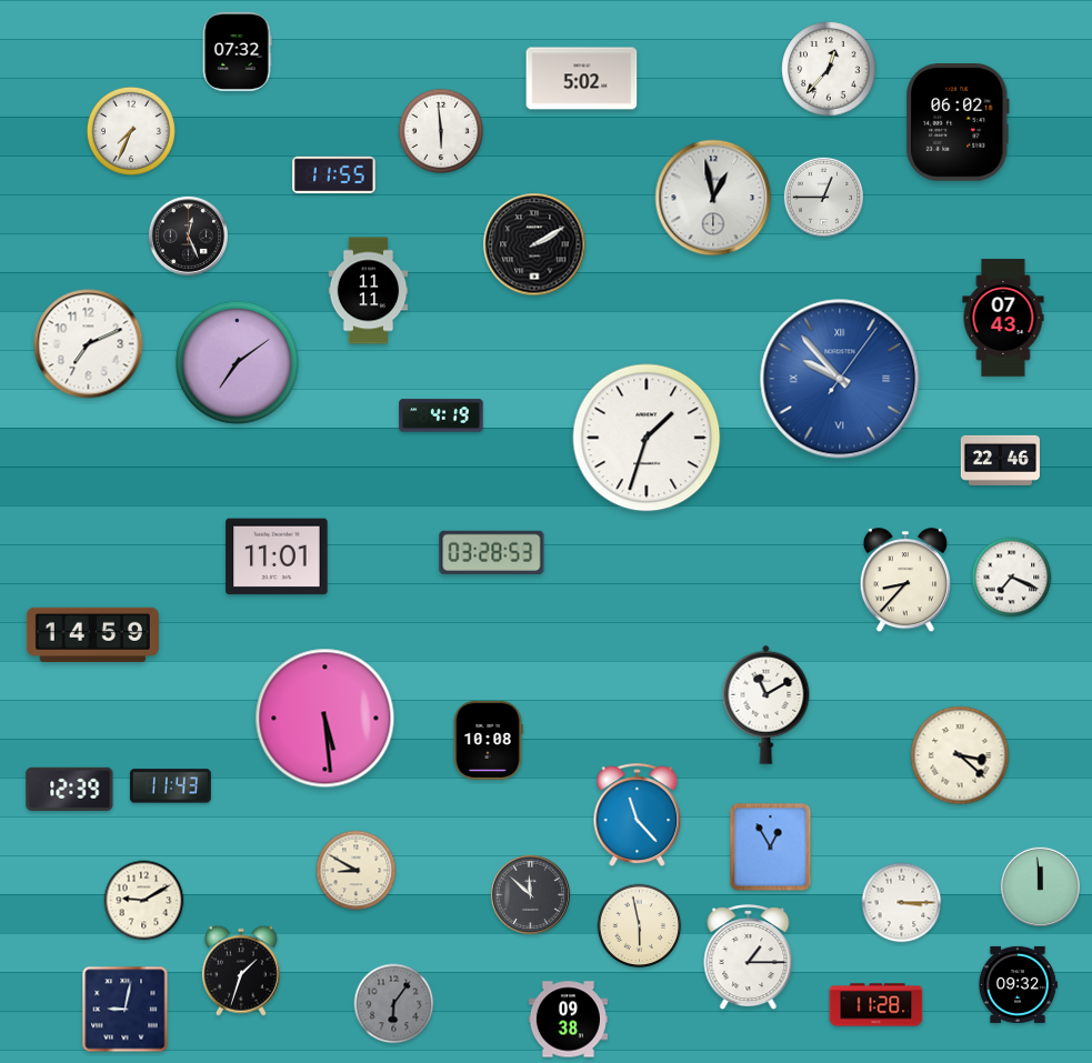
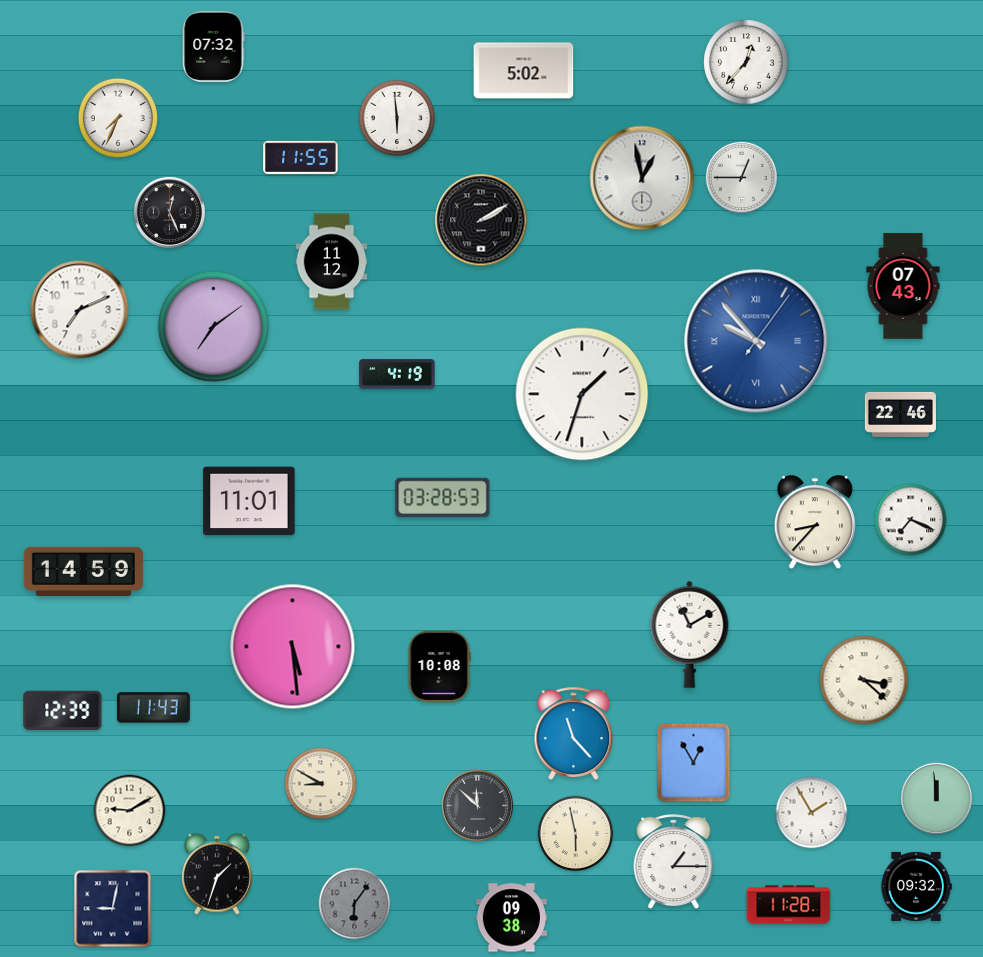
clock at (958, 123): 06:02 -> none
clock at (369, 291): 11:11 -> 11:12
clock at (902, 903): 3:15 -> 1:55
